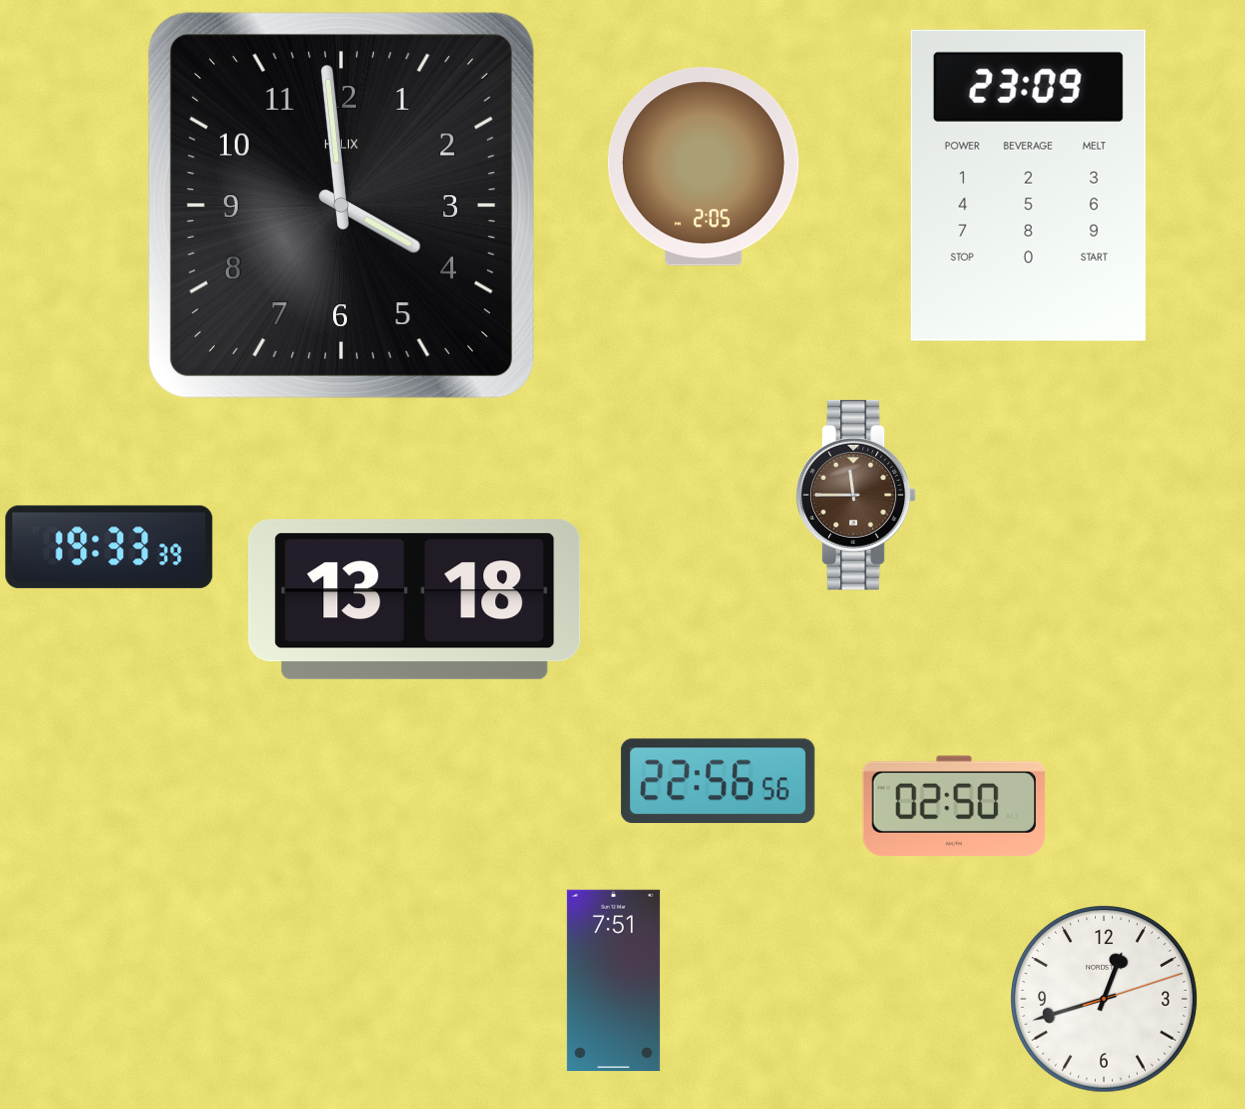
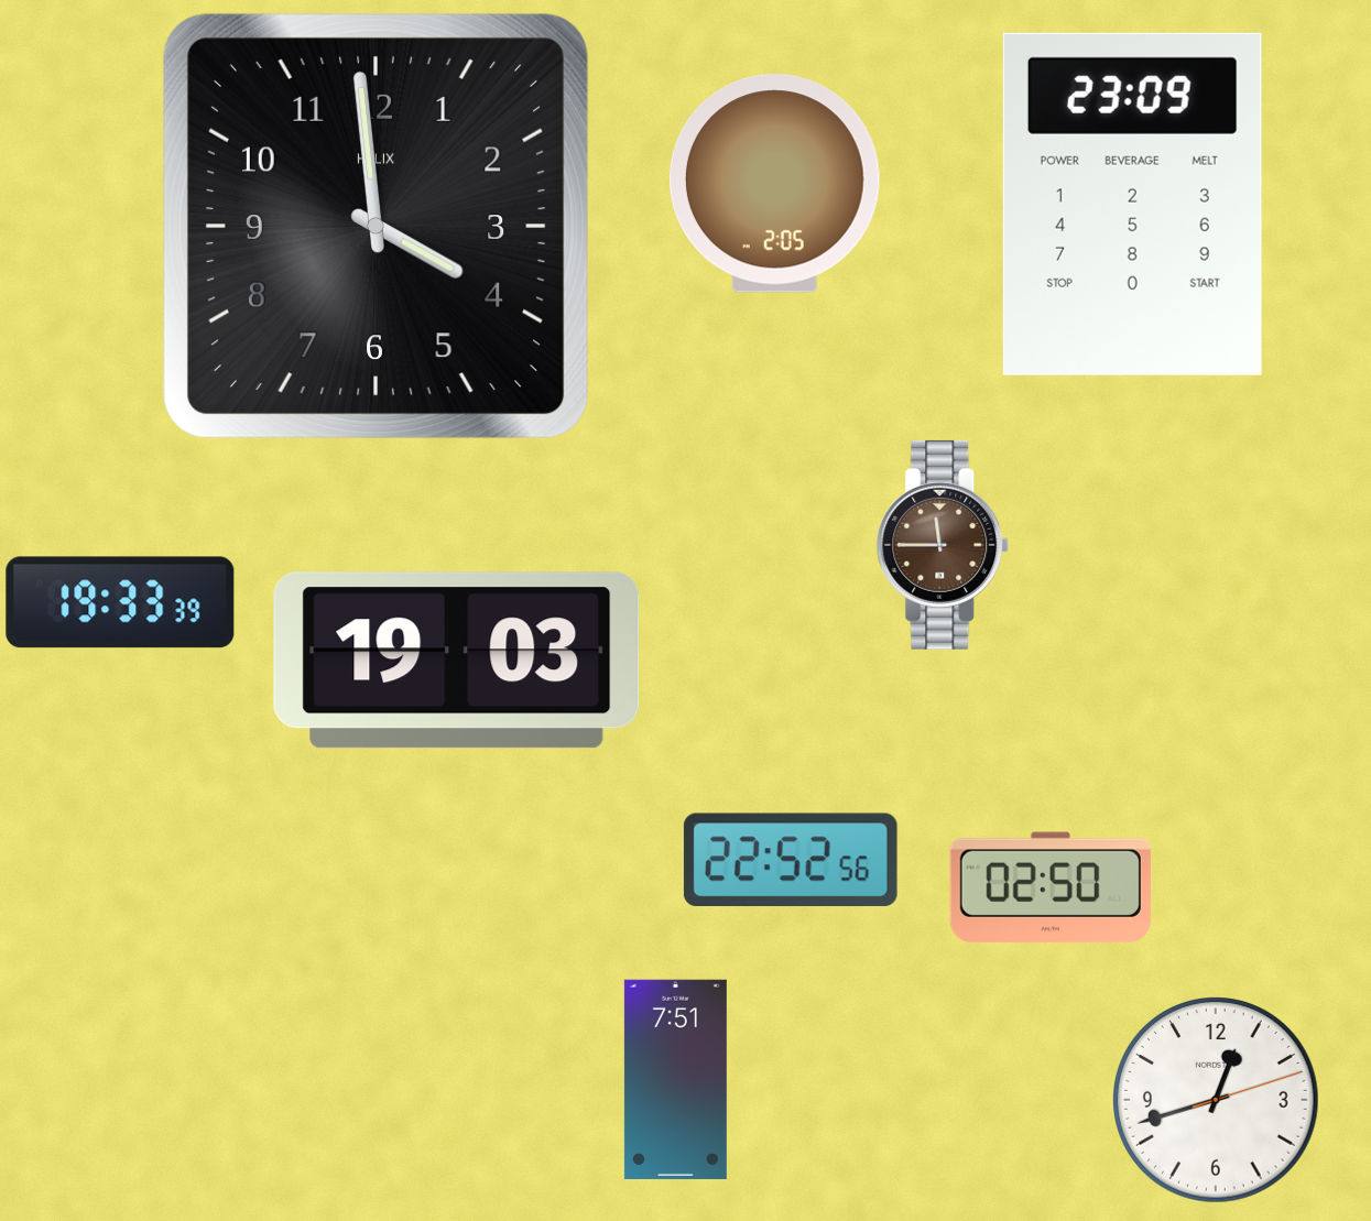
clock at (415, 600): 13:18 -> 19:03
clock at (718, 780): 22:56 -> 22:52
